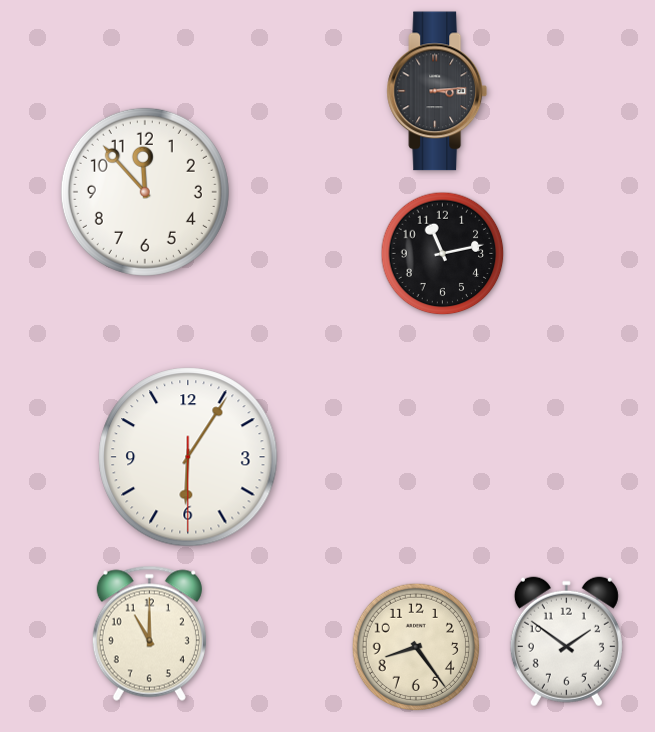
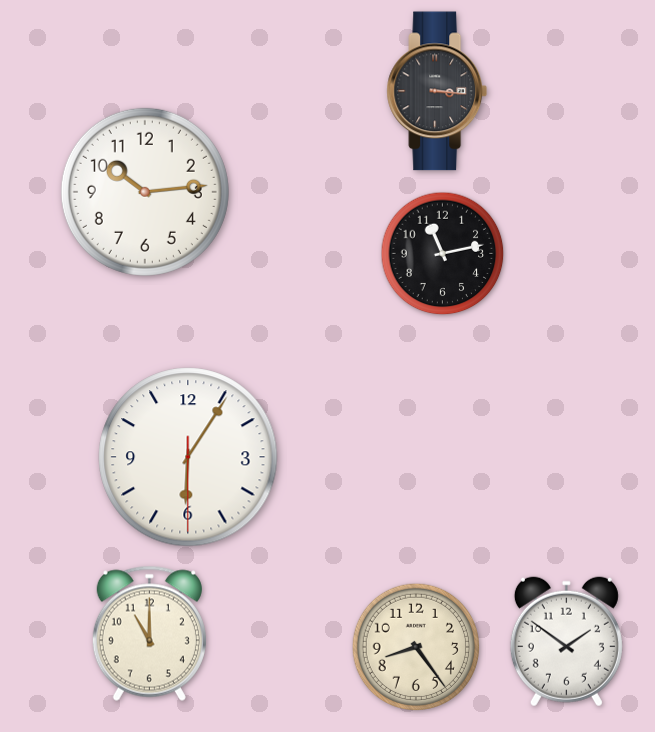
clock at (437, 91): 3:14 -> 3:16
clock at (145, 192): 11:53 -> 10:14
